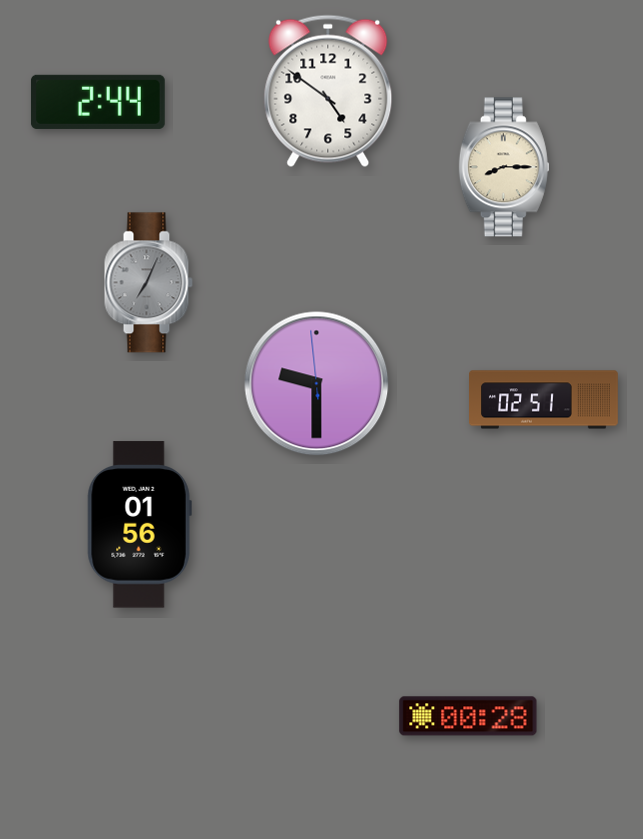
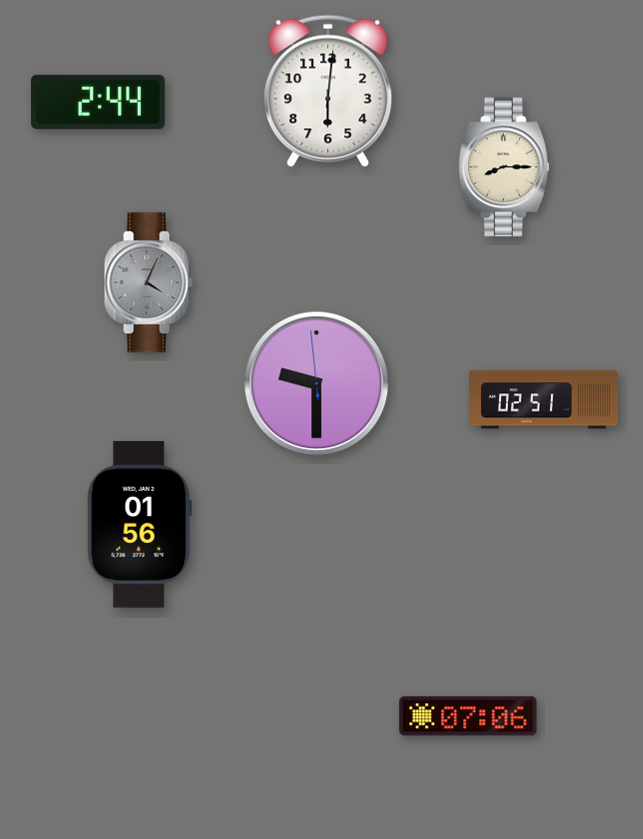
clock at (328, 91): 4:51 -> 6:01
clock at (148, 283): 7:04 -> 4:04
clock at (468, 716): 00:28 -> 07:06
